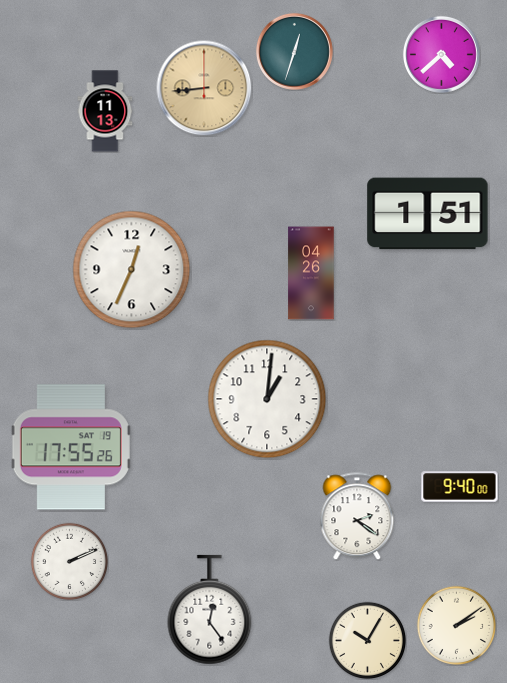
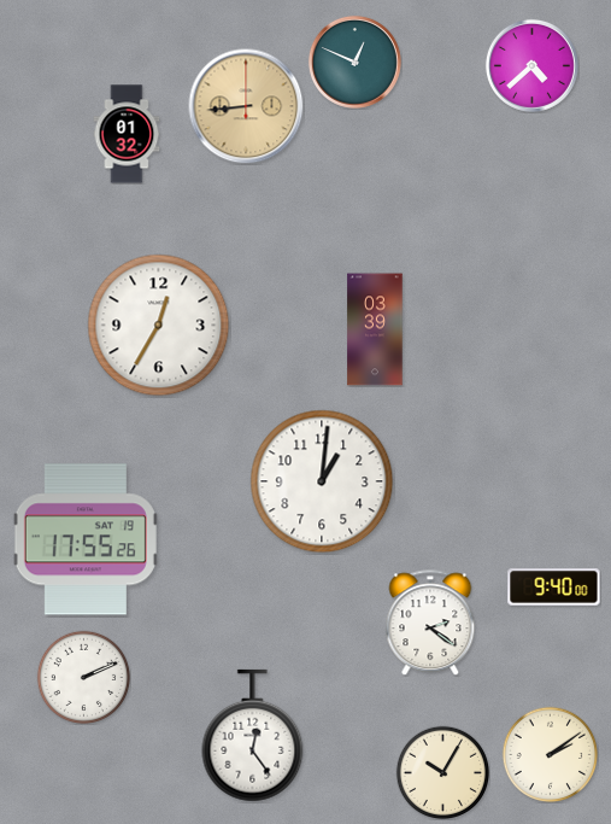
clock at (294, 51): 12:33 -> 12:49
clock at (105, 111): 11:13 -> 01:32
clock at (428, 214): 1:51 -> none
clock at (132, 270): 12:34 -> 12:35
clock at (311, 273): 04:26 -> 03:39
